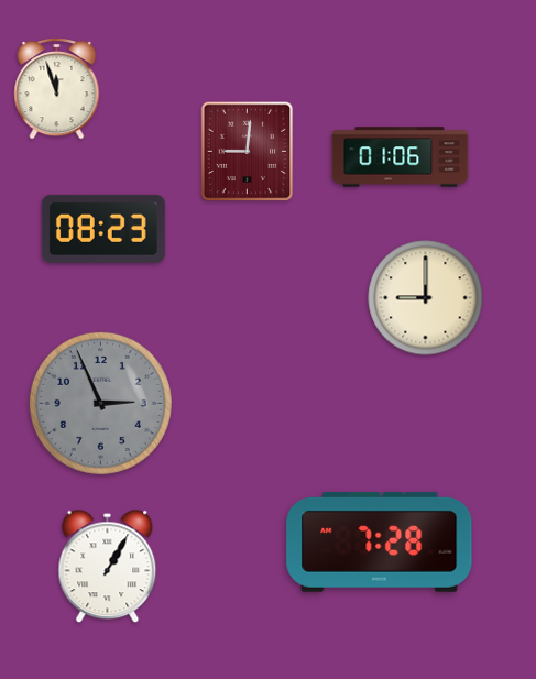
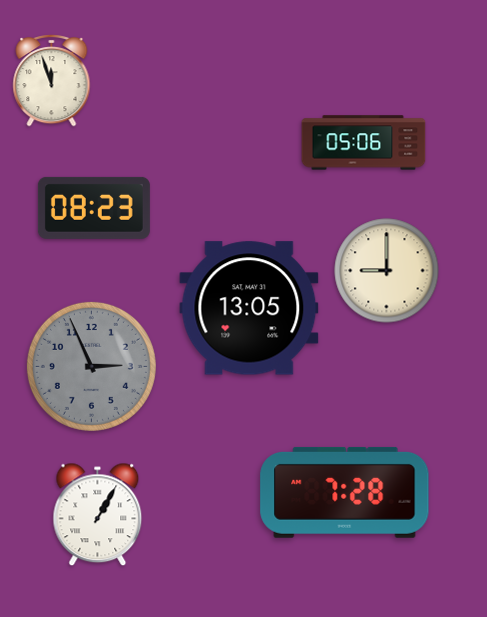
clock at (248, 152): 9:01 -> none
clock at (401, 157): 01:06 -> 05:06
clock at (249, 308): none -> 13:05
